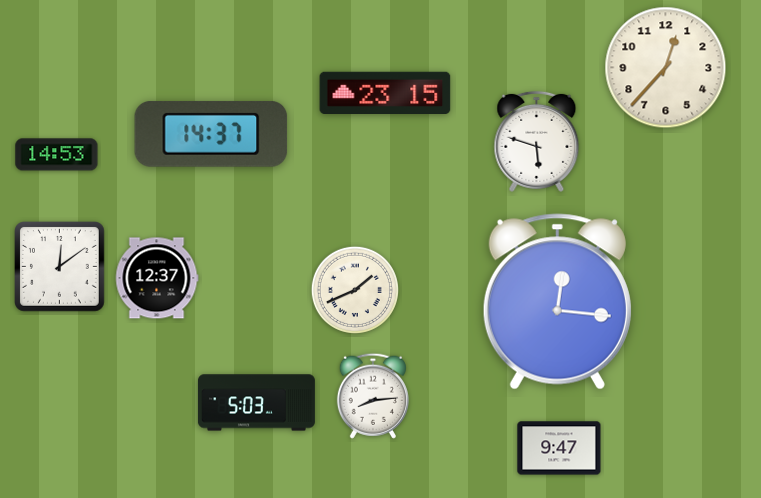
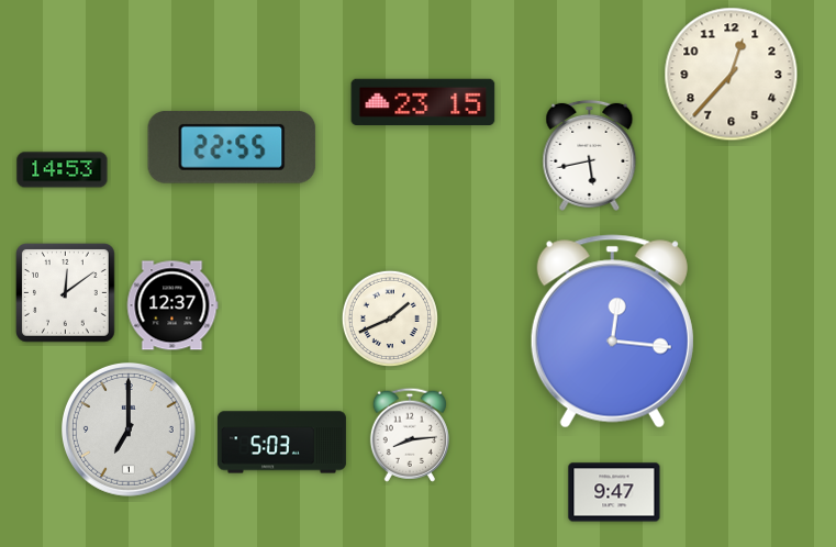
clock at (211, 134): 14:37 -> 22:55
clock at (537, 141): 5:48 -> 5:43
clock at (130, 429): none -> 7:00
